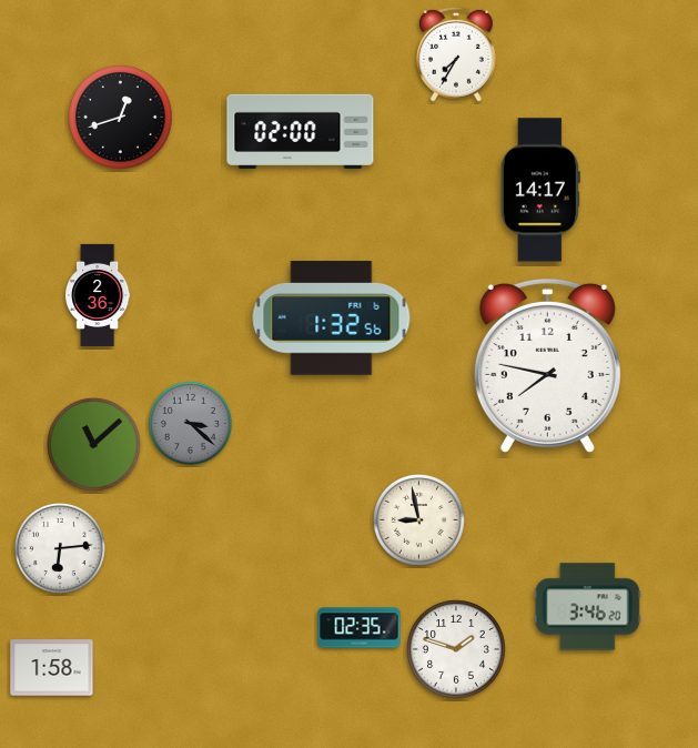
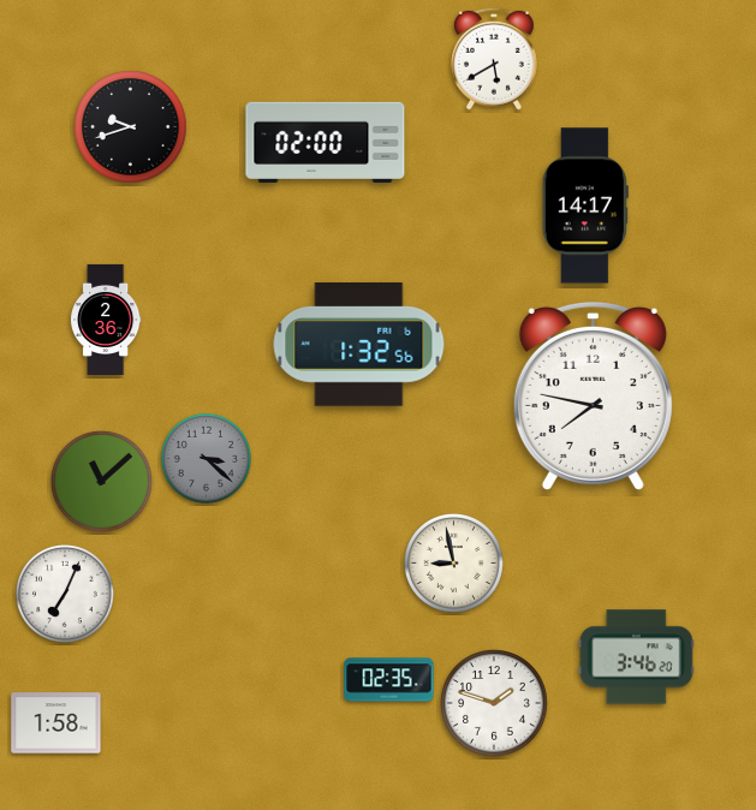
clock at (456, 54): 7:35 -> 5:40
clock at (121, 118): 12:42 -> 9:42
clock at (60, 548): 6:14 -> 7:04
